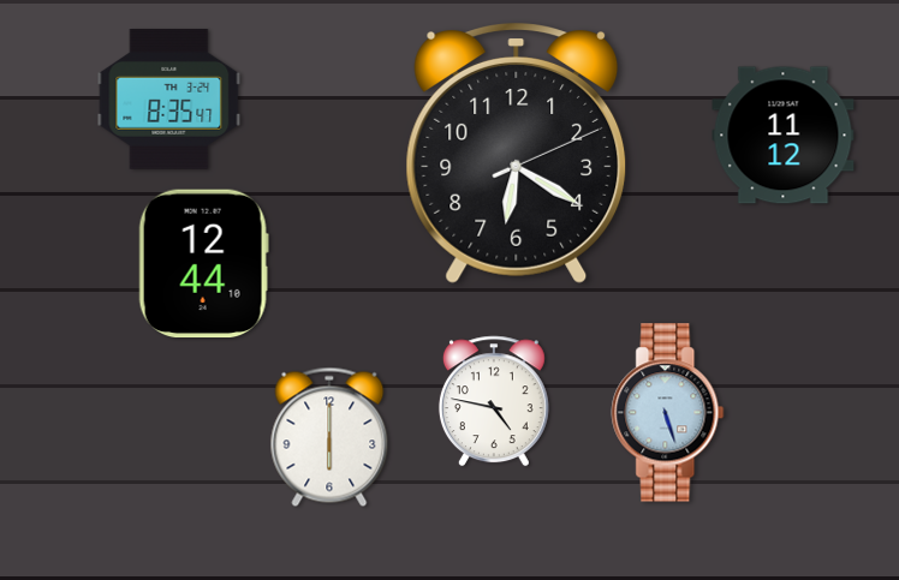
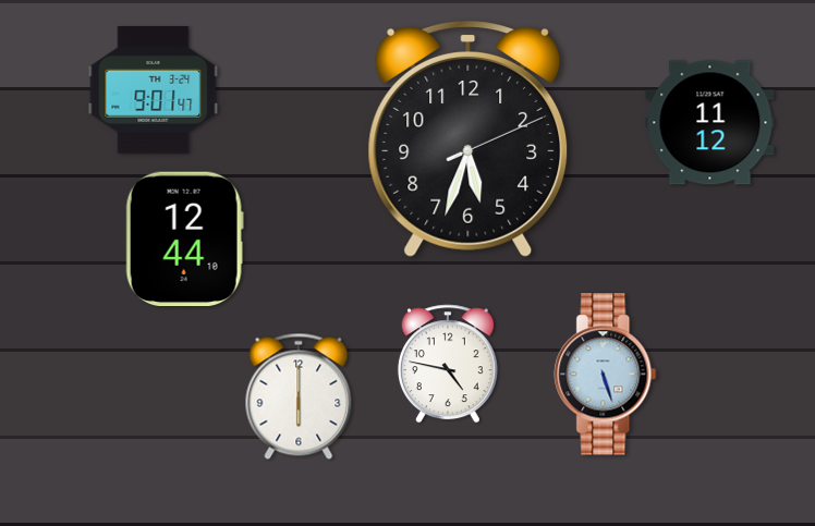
clock at (169, 100): 8:35 -> 9:01
clock at (517, 154): 6:20 -> 5:33
